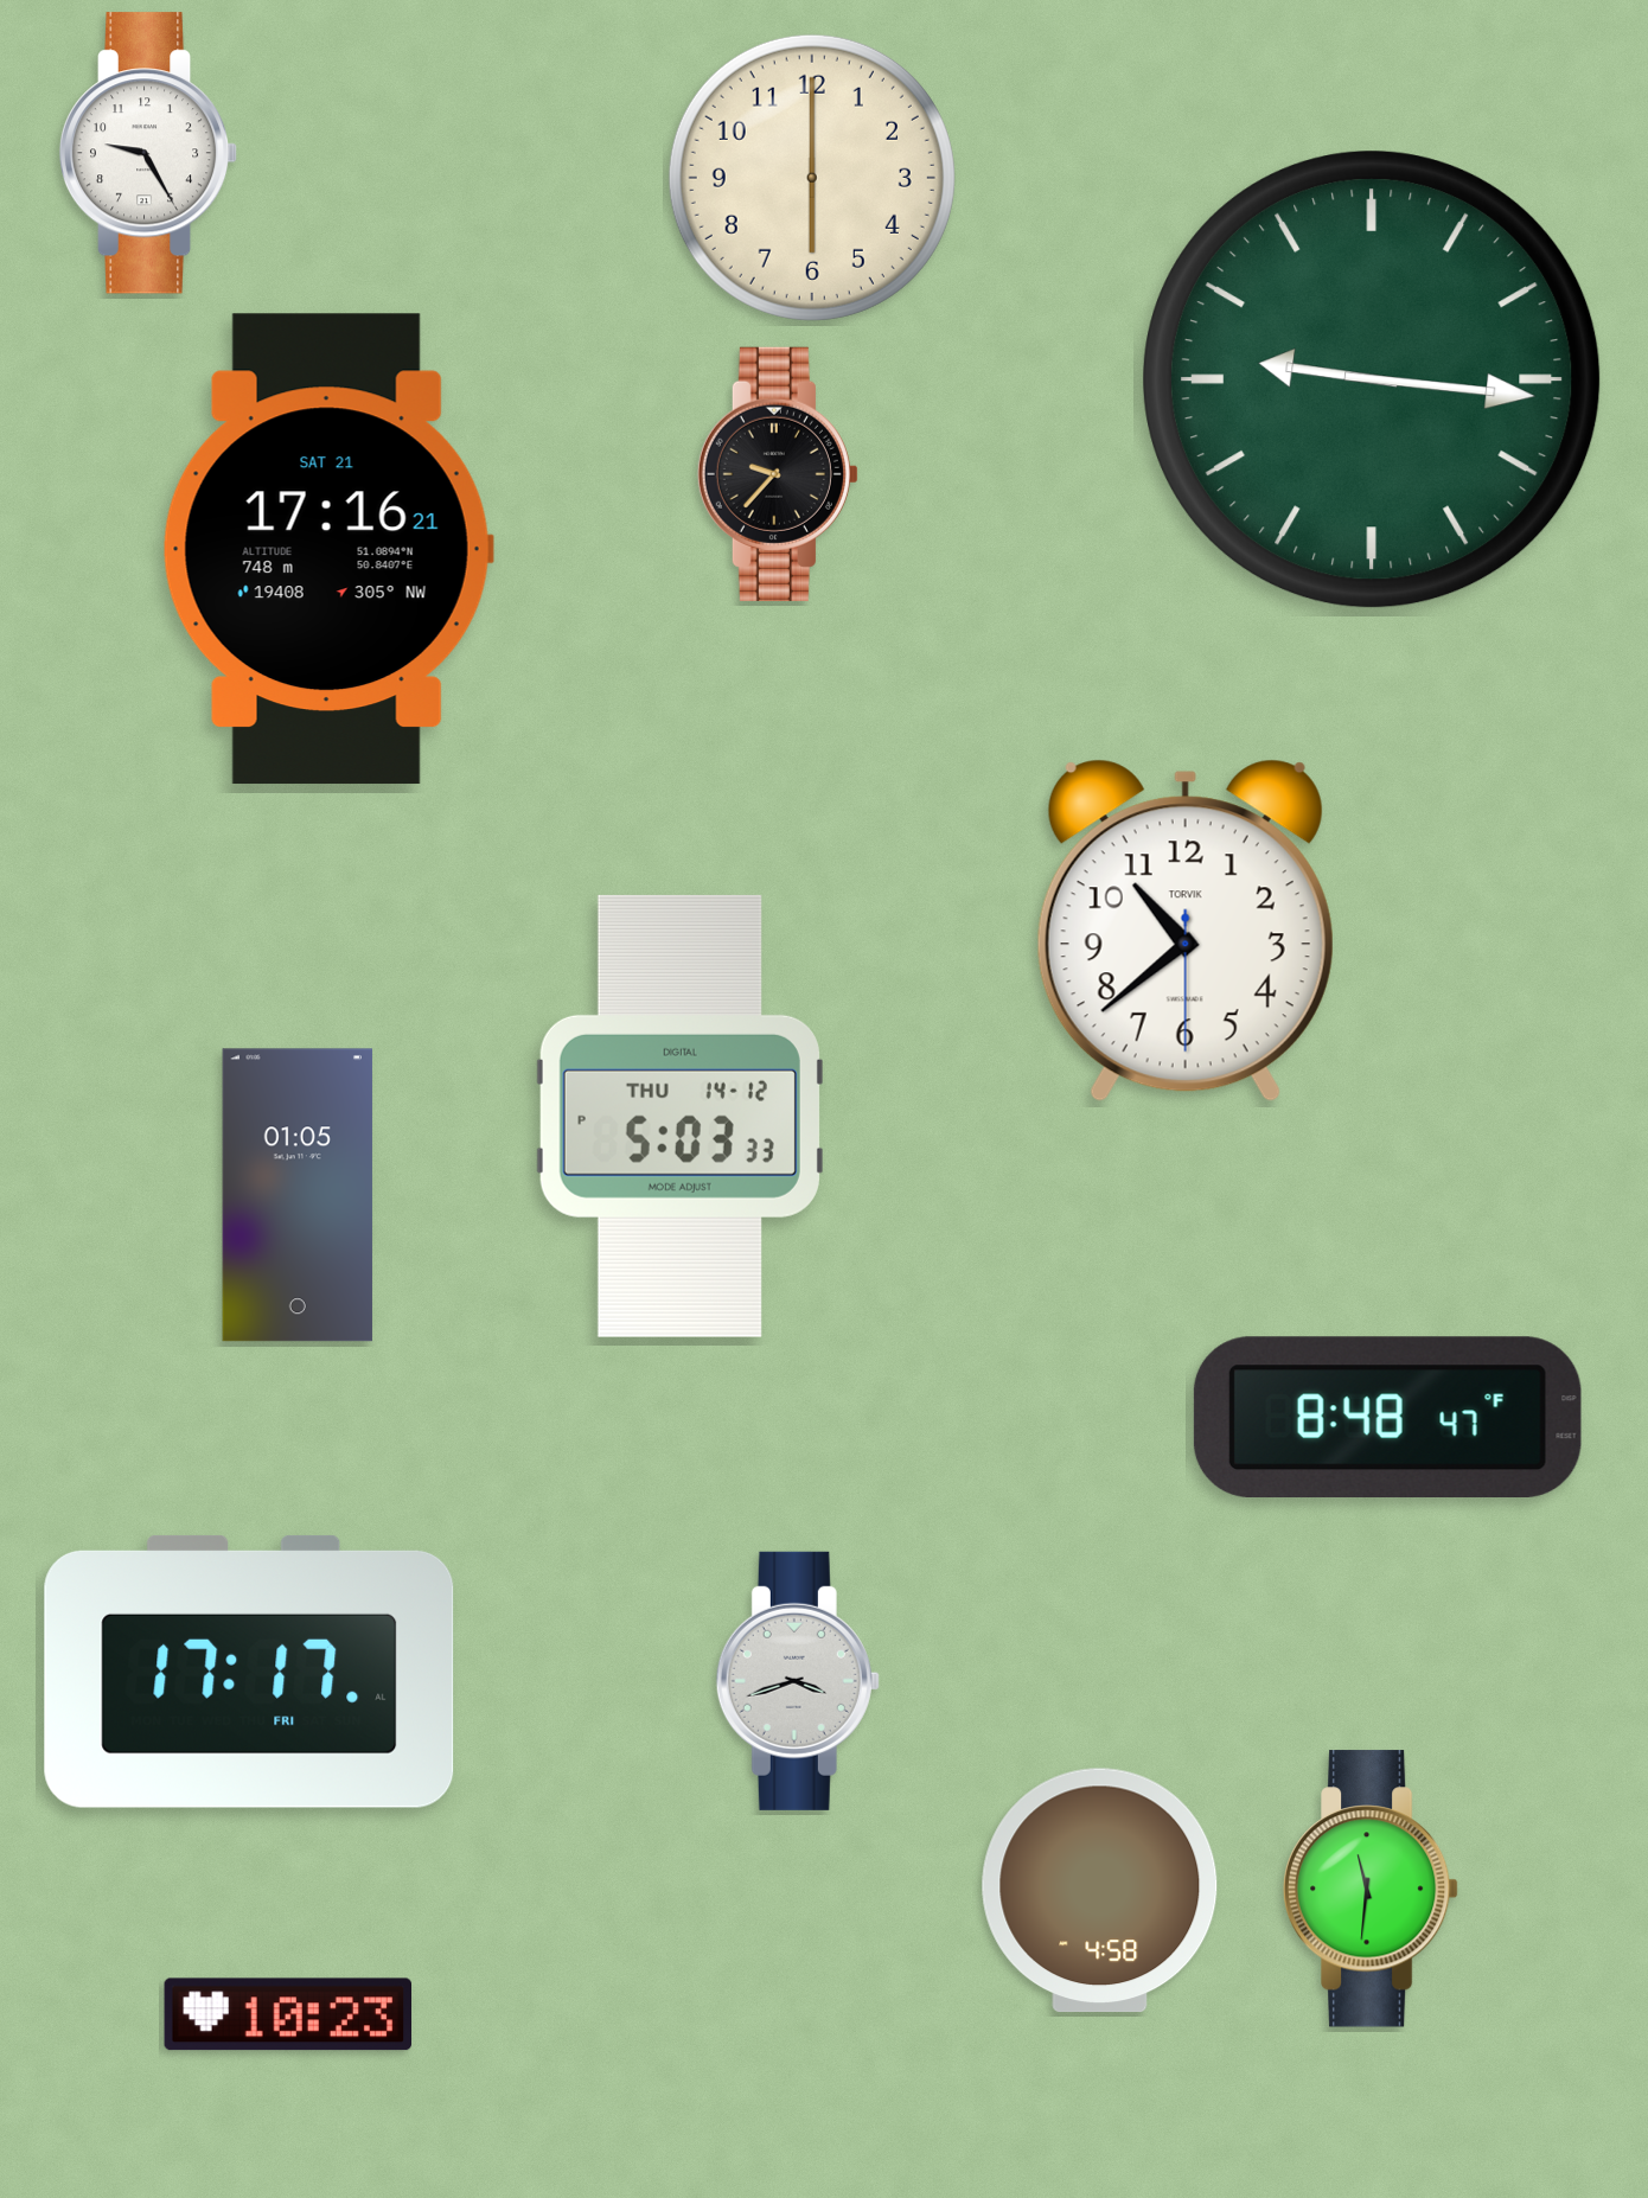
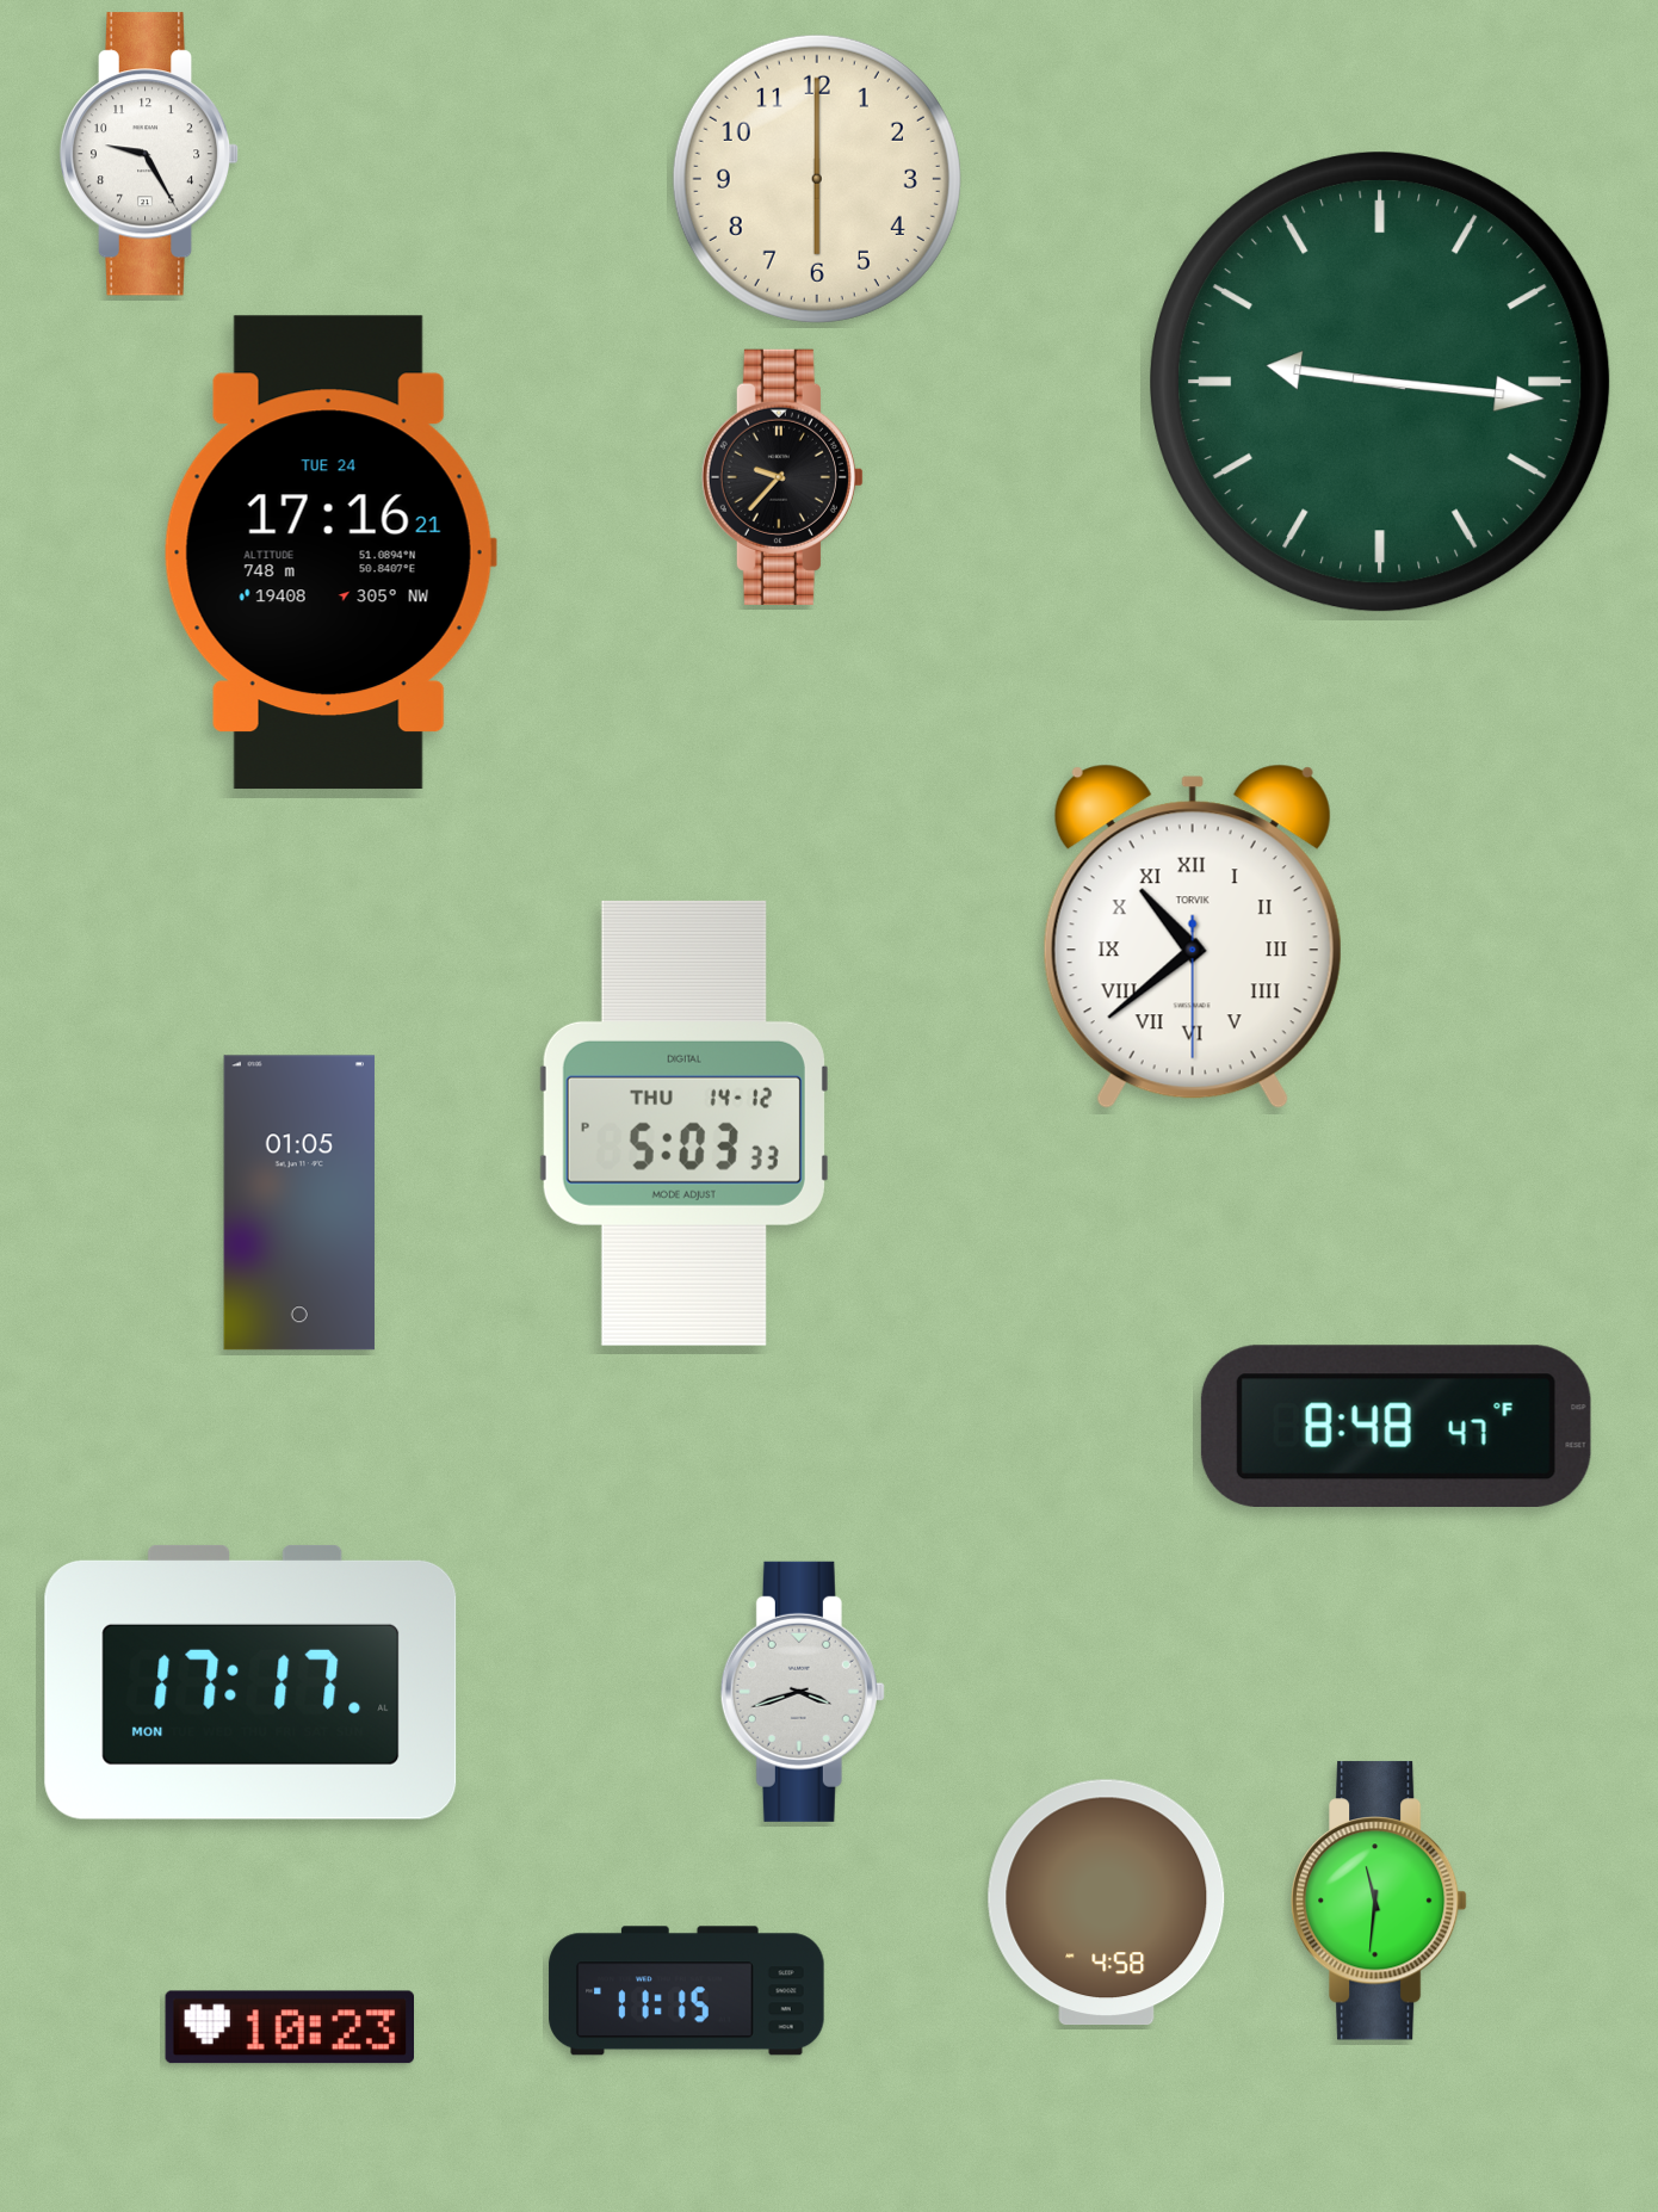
clock at (328, 549) date: SAT 21 -> TUE 24
clock at (1186, 931) numerals: Arabic -> Roman
clock at (249, 1672) date: FRI -> MON
clock at (687, 1991): none -> 11:15
